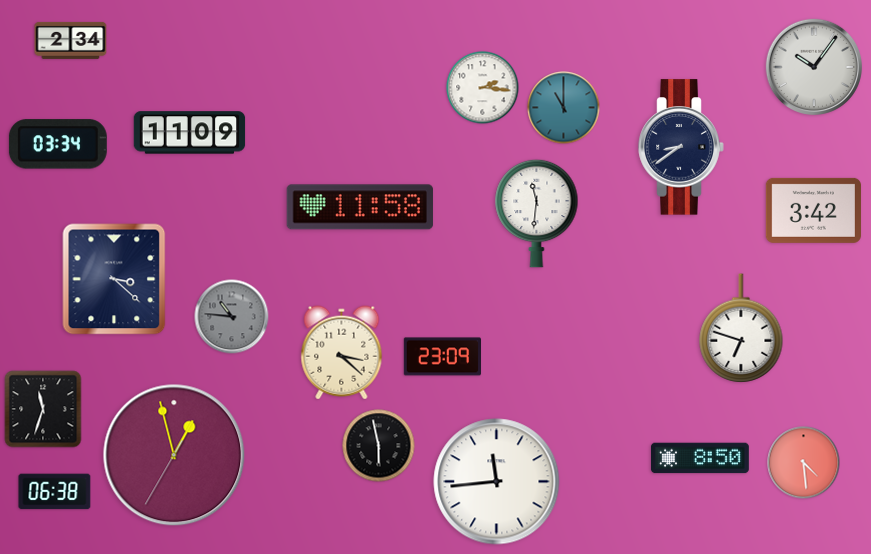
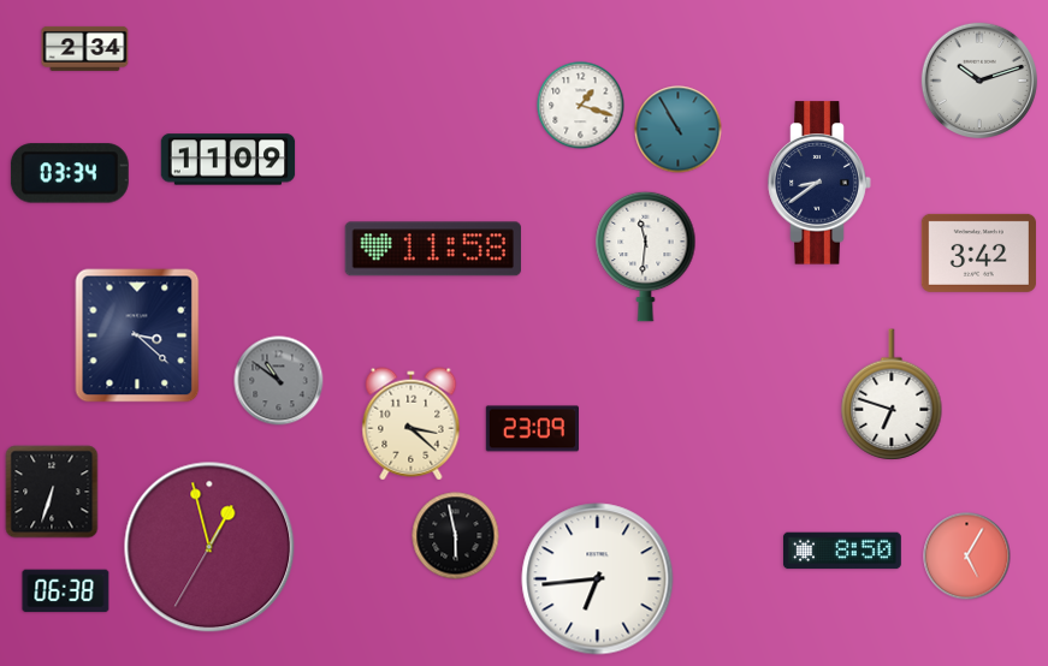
clock at (814, 67): 10:06 -> 10:12
clock at (483, 88): 2:16 -> 1:18
clock at (564, 108): 11:00 -> 10:55
clock at (681, 147) position: (681, 147) -> (819, 183)
clock at (232, 317): 10:46 -> 10:51
clock at (43, 409): 11:33 -> 6:33
clock at (804, 463): 4:29 -> 5:05
clock at (497, 482): 11:44 -> 6:44
